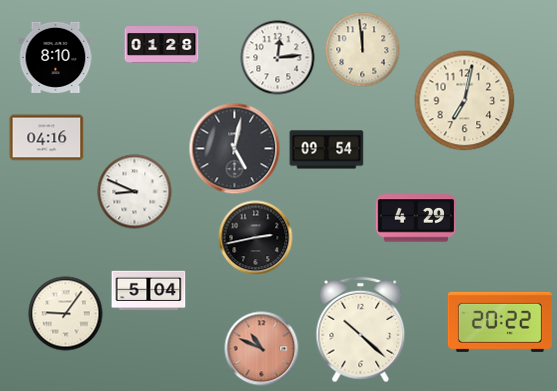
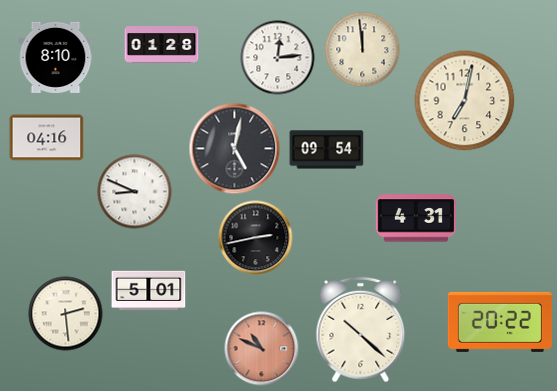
clock at (416, 218): 4:29 -> 4:31
clock at (149, 291): 5:04 -> 5:01
clock at (66, 314): 9:06 -> 2:29
